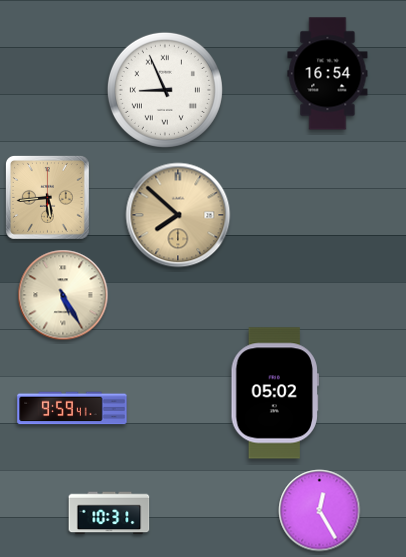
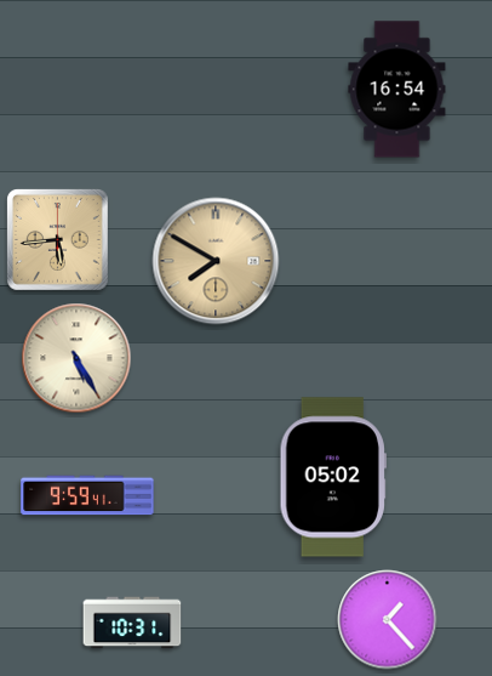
clock at (165, 90): 8:56 -> none
clock at (178, 215): 7:52 -> 7:50
clock at (320, 511): 12:25 -> 1:23
